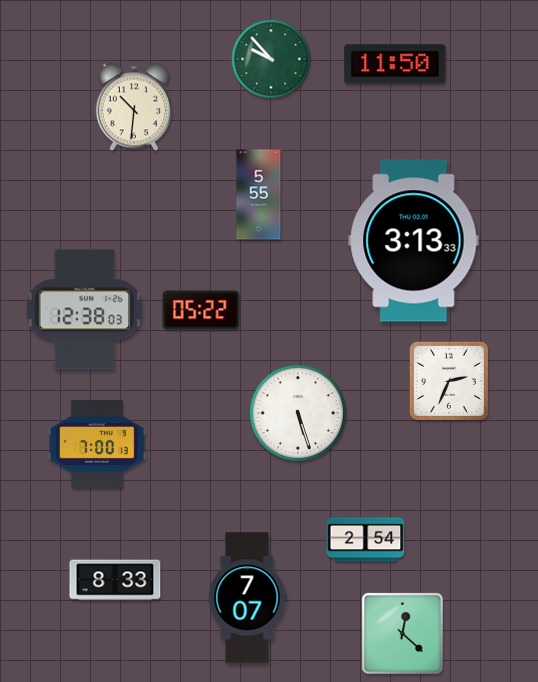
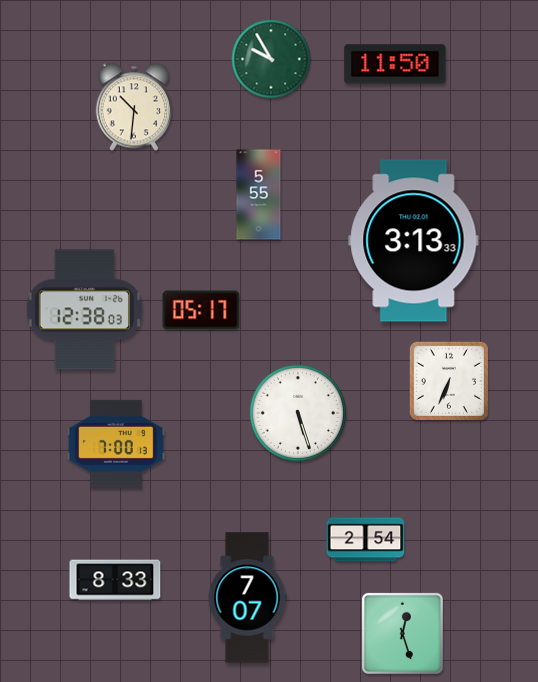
clock at (271, 59): 9:53 -> 9:55
clock at (201, 310): 05:22 -> 05:17
clock at (449, 381): 2:34 -> 6:34
clock at (97, 444) position: (97, 444) -> (116, 444)
clock at (402, 633): 12:22 -> 12:27
